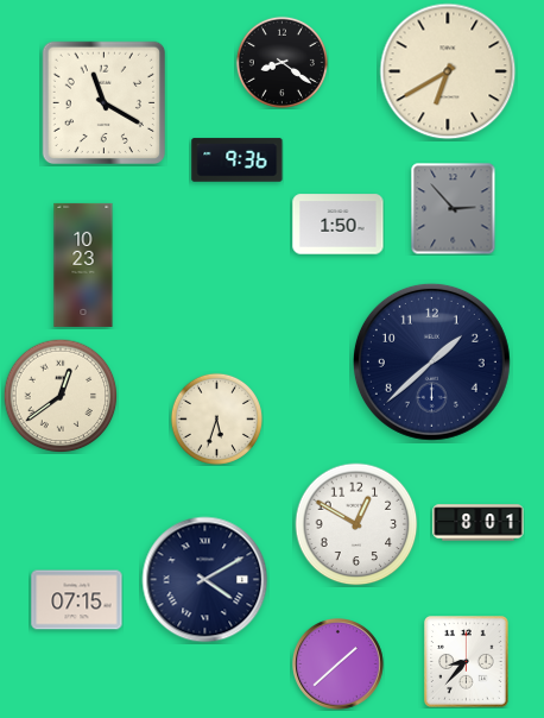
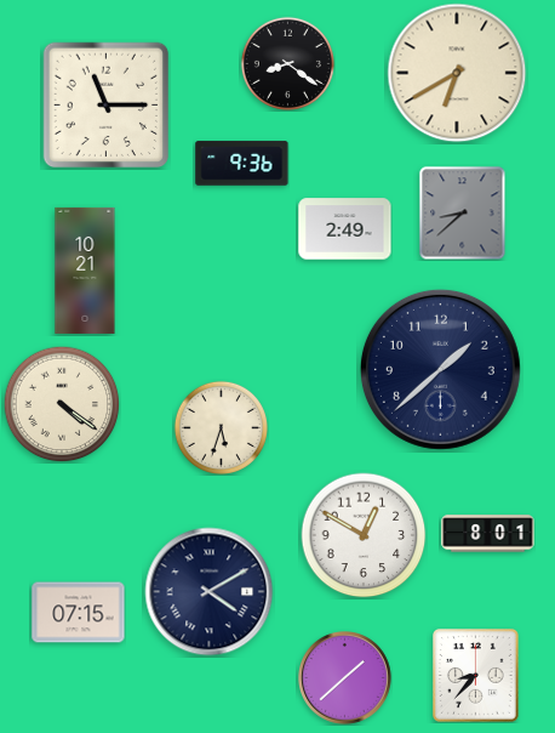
clock at (105, 103): 11:20 -> 11:15
clock at (454, 208): 2:53 -> 8:38
clock at (339, 225): 1:50 -> 2:49
clock at (83, 265): 10:23 -> 10:21
clock at (61, 396): 12:39 -> 4:21
